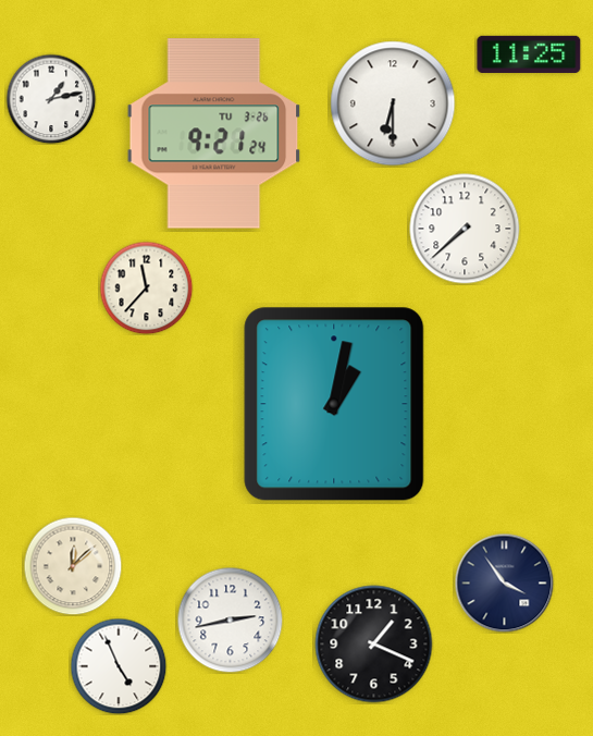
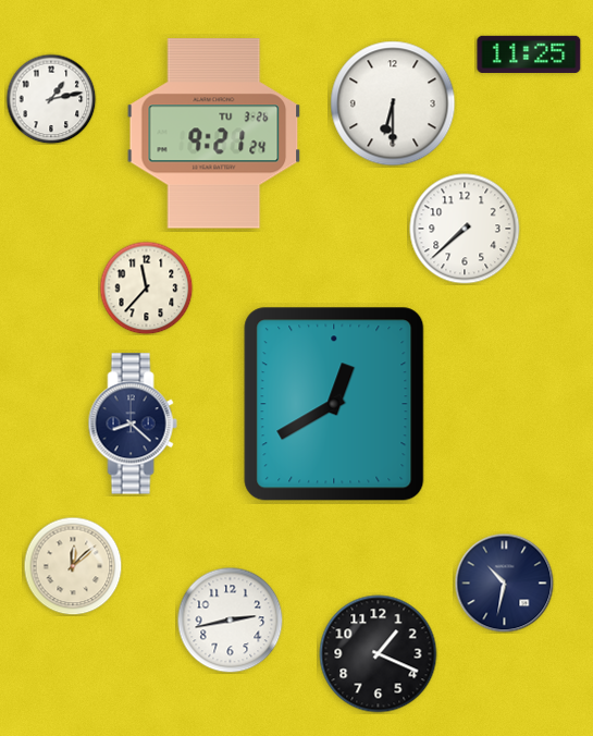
clock at (334, 404): 1:02 -> 12:40
clock at (133, 424): none -> 8:22
clock at (504, 582): 3:54 -> 10:32
clock at (374, 645) position: (374, 645) -> (379, 654)
clock at (119, 666): 4:56 -> none
